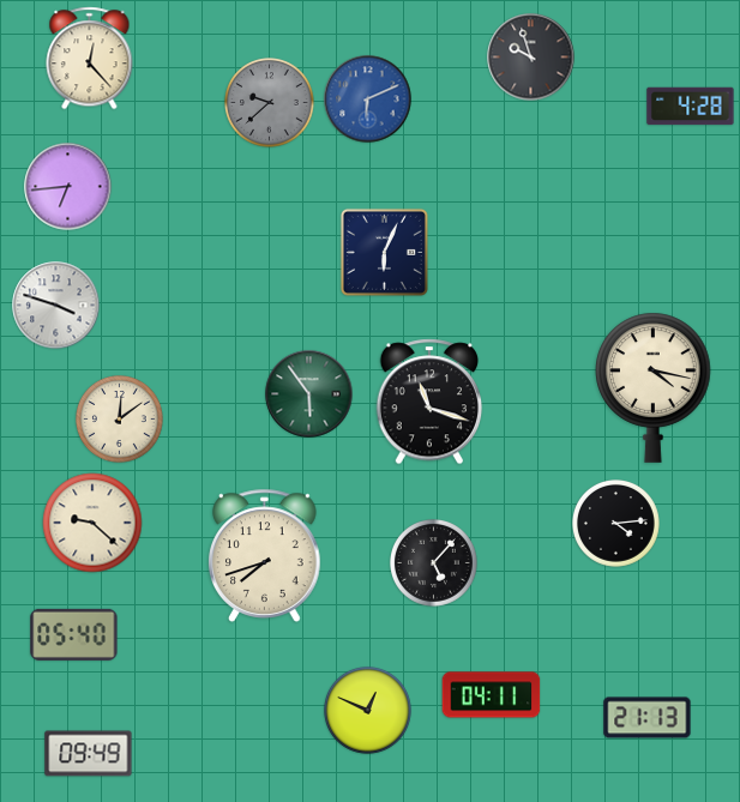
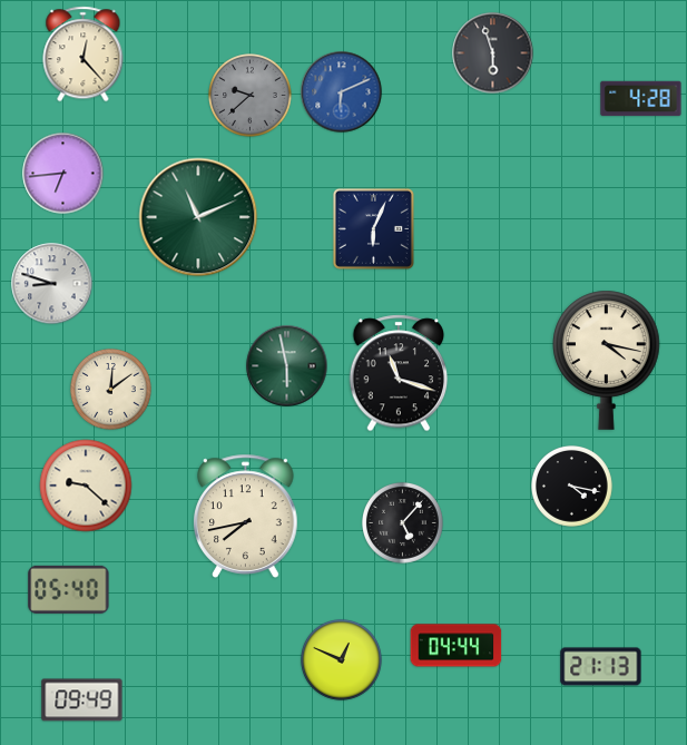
clock at (531, 58): 9:57 -> 5:57
clock at (198, 217): none -> 11:11
clock at (384, 252) position: (384, 252) -> (373, 228)
clock at (56, 306): 3:48 -> 8:48
clock at (309, 394): 5:54 -> 5:58
clock at (616, 524): 4:14 -> 4:17
clock at (265, 555): 7:42 -> 7:43
clock at (492, 695): 04:11 -> 04:44
